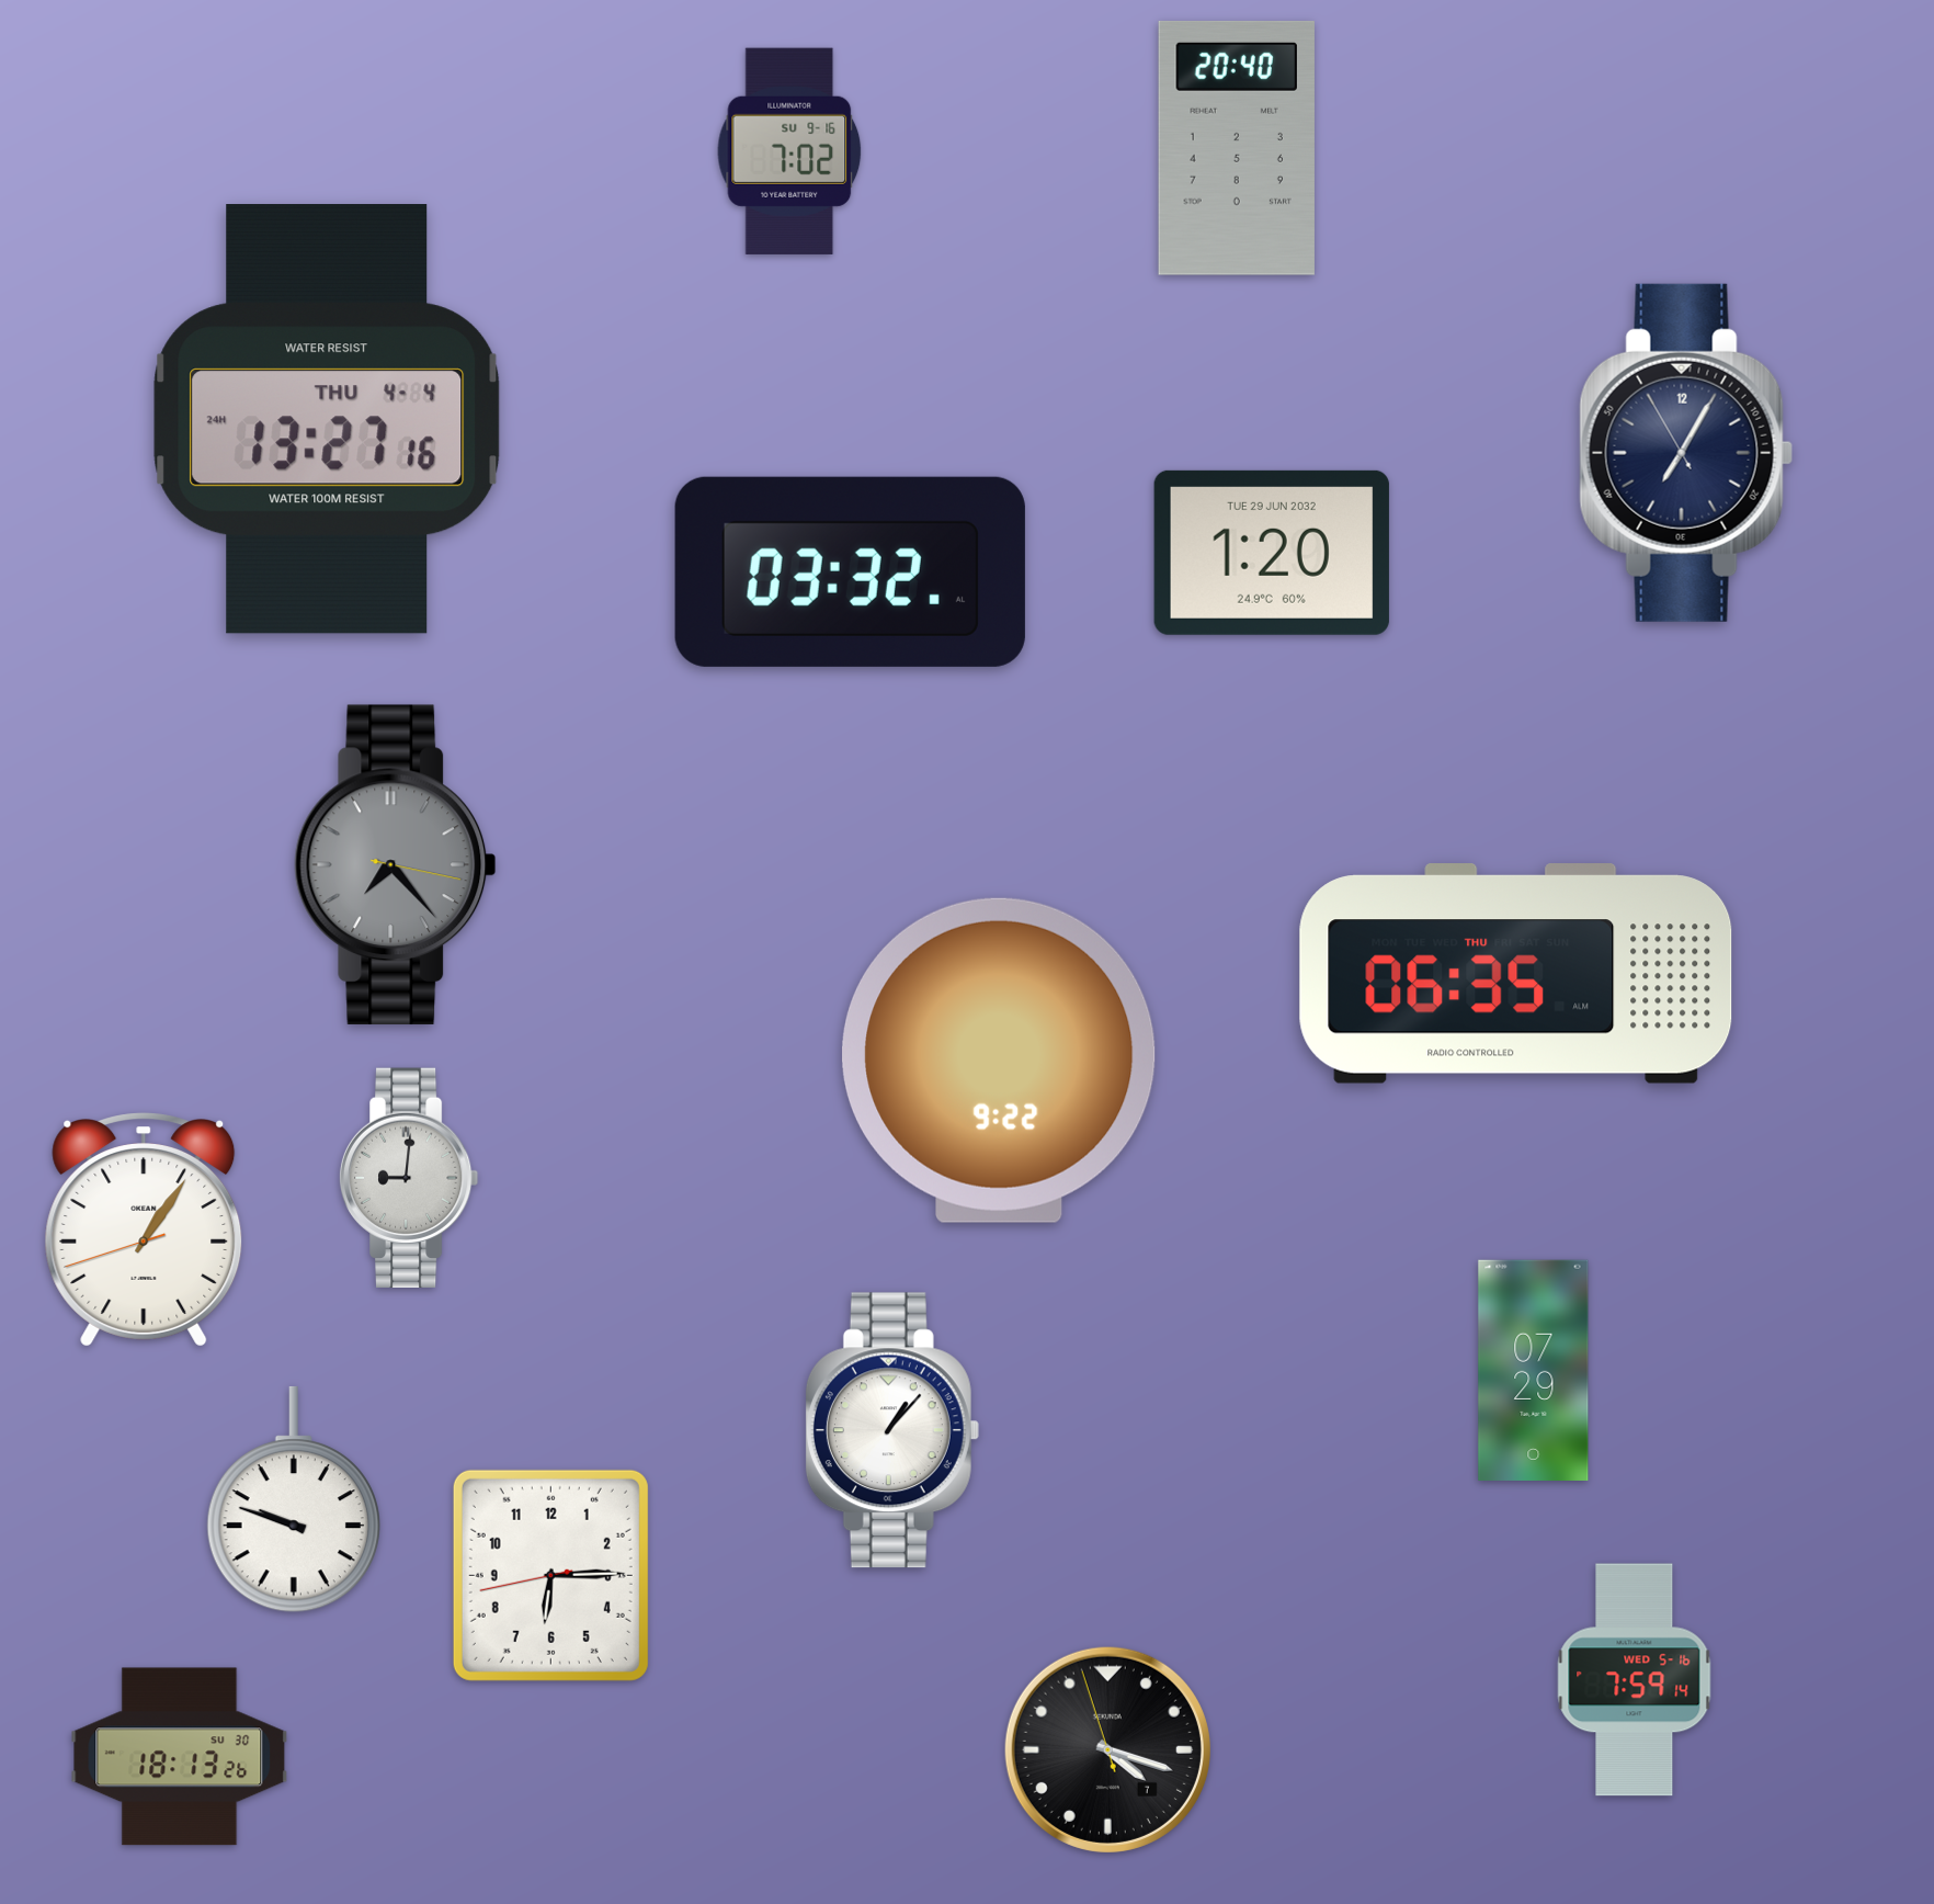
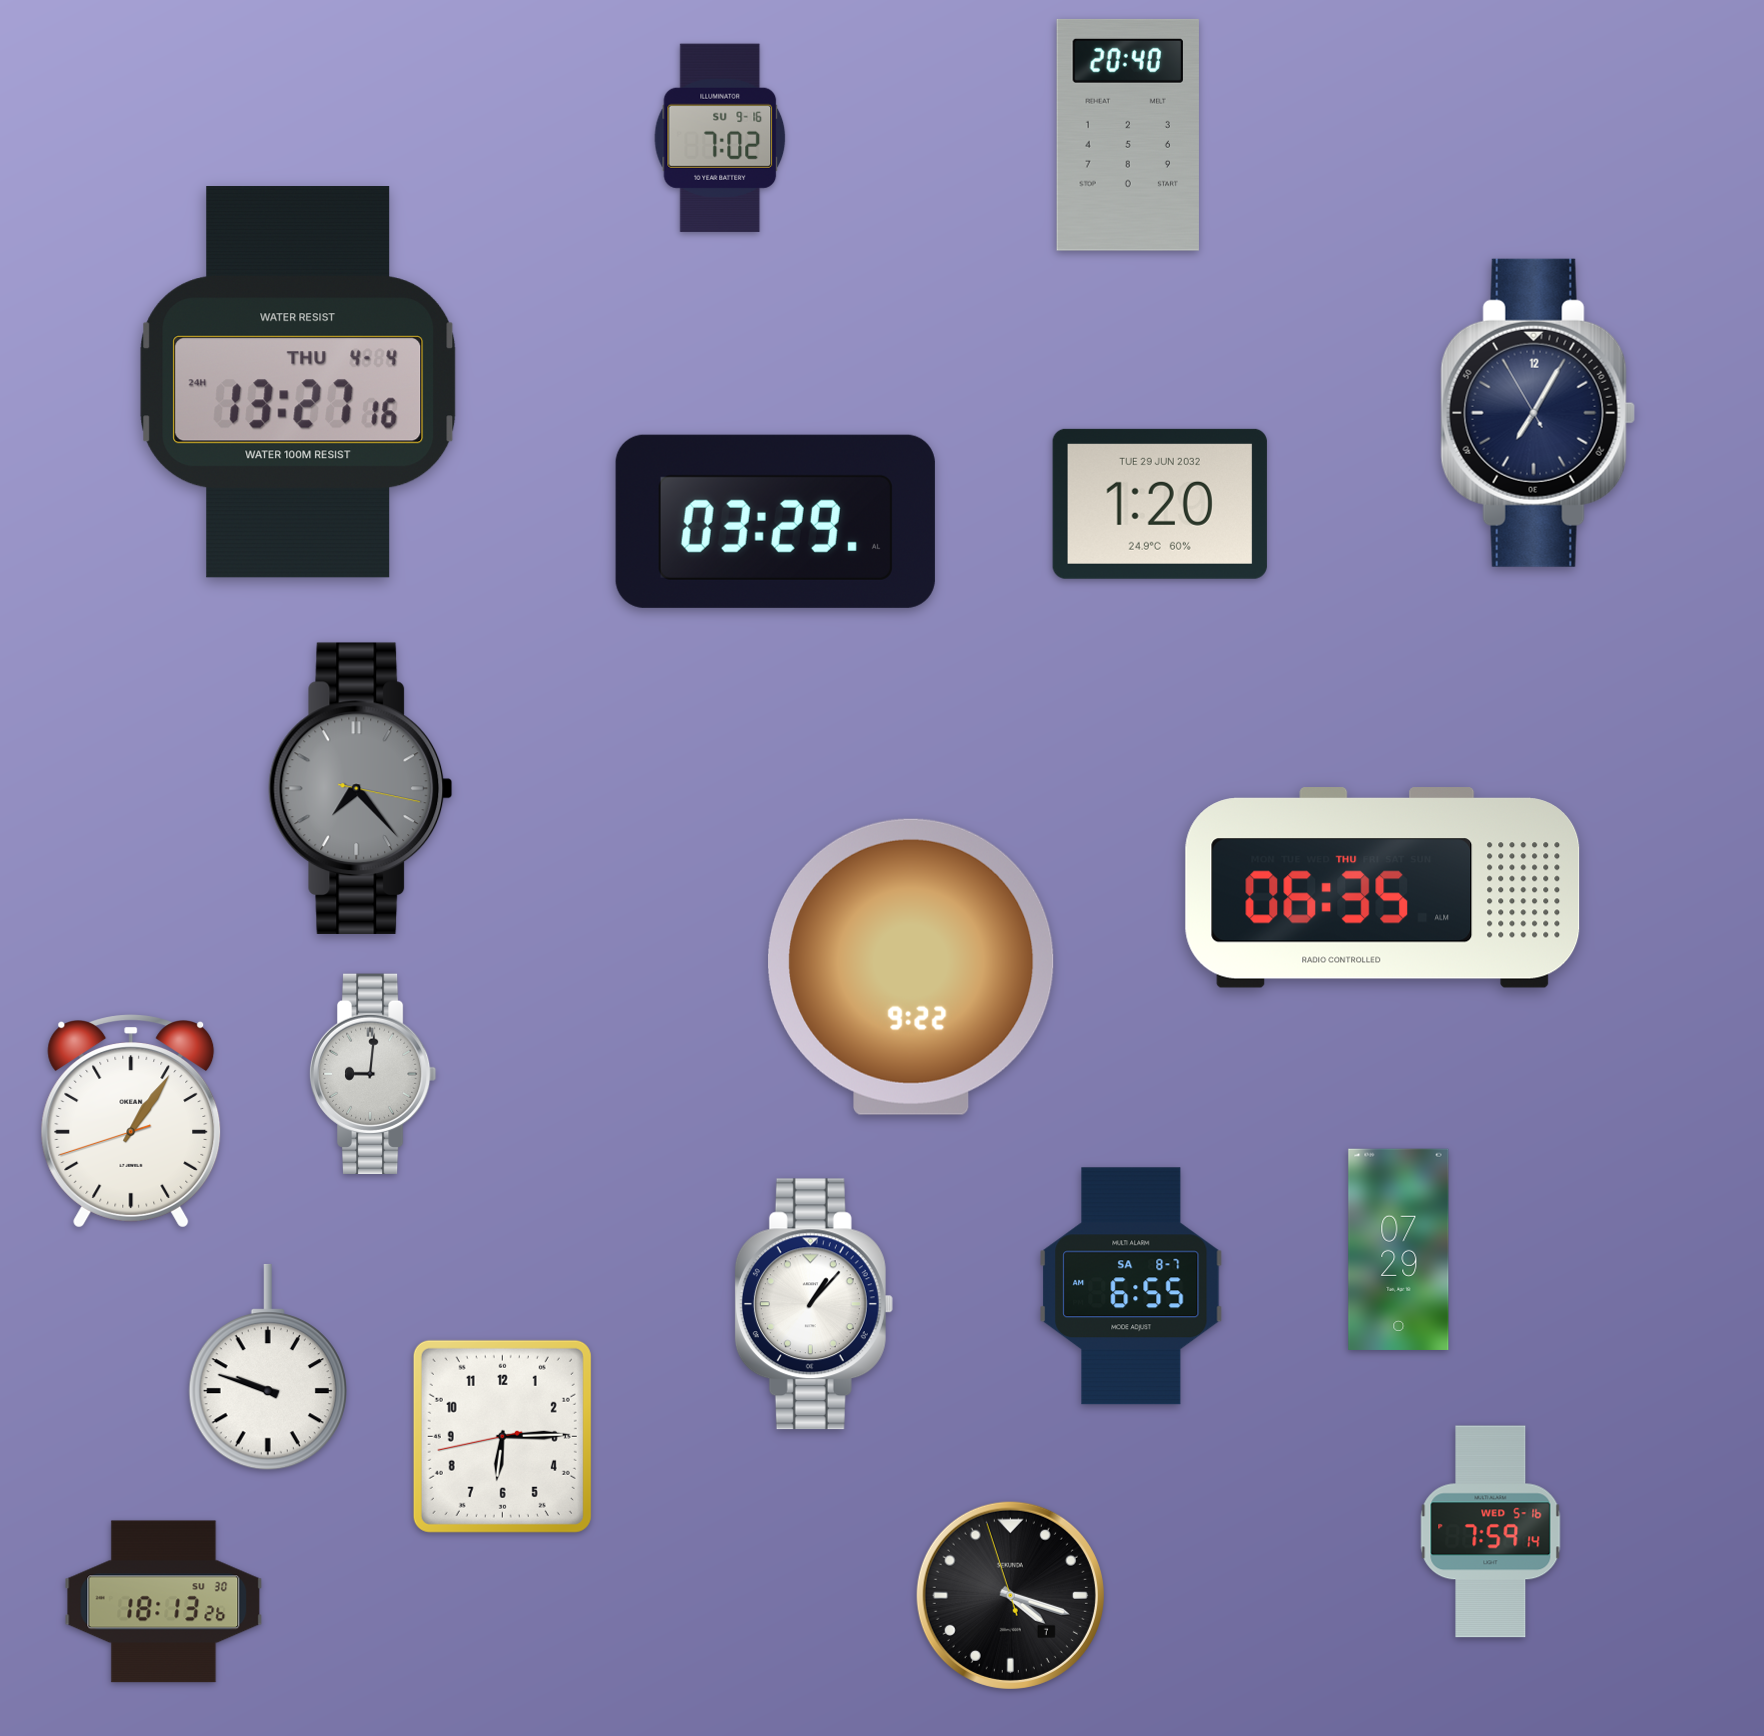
clock at (850, 571): 03:32 -> 03:29
clock at (1131, 1286): none -> 6:55
